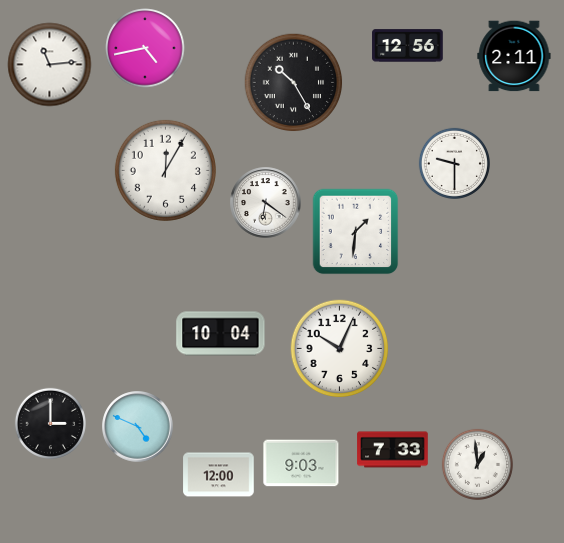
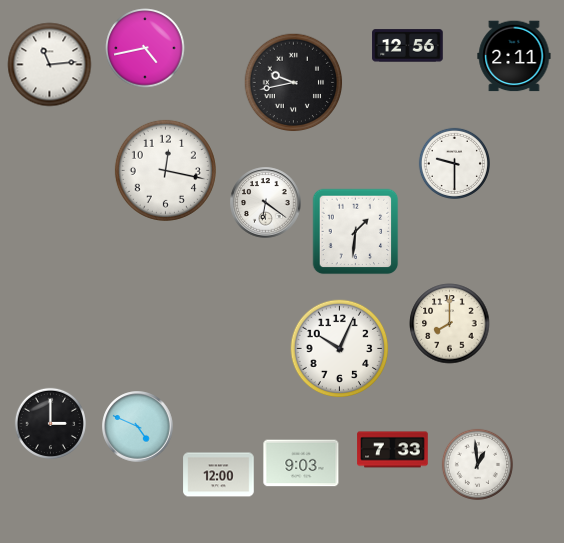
clock at (294, 83): 10:25 -> 9:43
clock at (165, 170): 12:05 -> 12:17
clock at (450, 324): none -> 8:00
clock at (221, 334): 10:04 -> none
